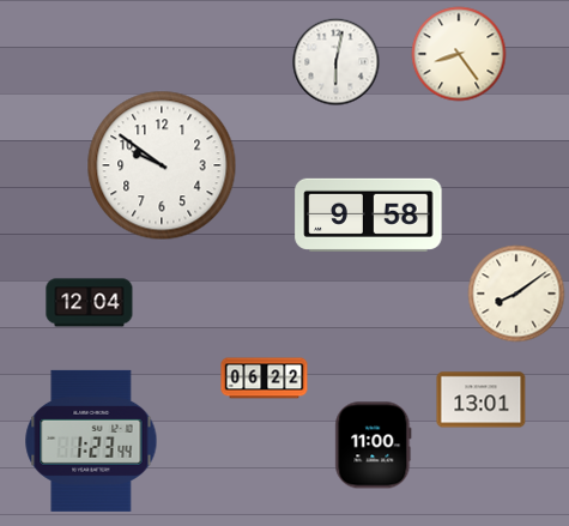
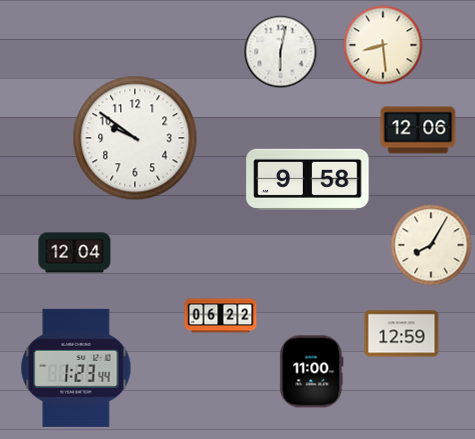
clock at (459, 54): 8:24 -> 8:29
clock at (418, 130): none -> 12:06
clock at (516, 294): 8:09 -> 8:05
clock at (482, 400): 13:01 -> 12:59
